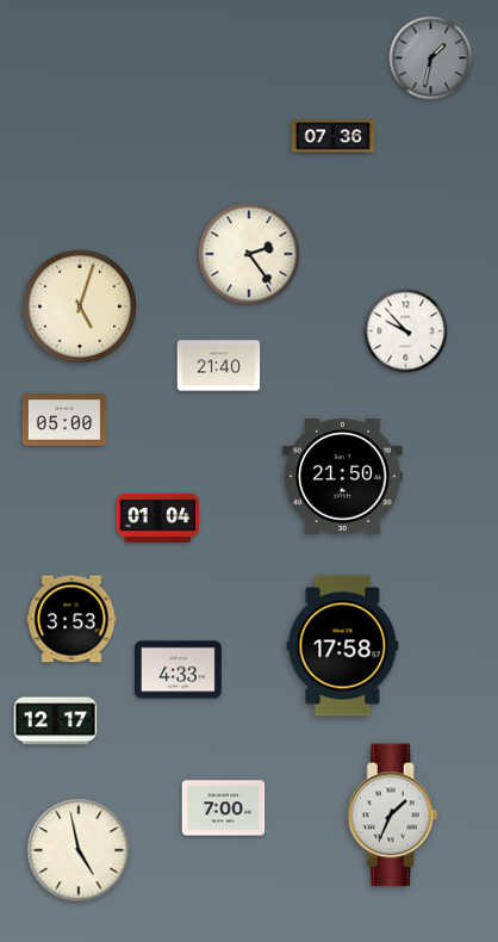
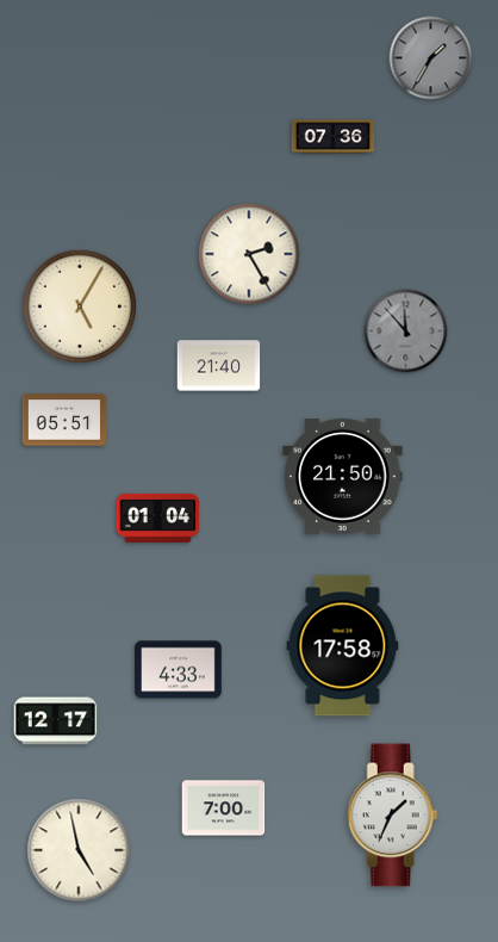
clock at (431, 58): 1:32 -> 1:35
clock at (249, 254): 2:24 -> 2:25
clock at (80, 306): 5:03 -> 5:05
clock at (406, 331): 9:53 -> 11:53
clock at (406, 331) dial: white -> grey
clock at (64, 420): 05:00 -> 05:51
clock at (71, 619): 3:53 -> none
